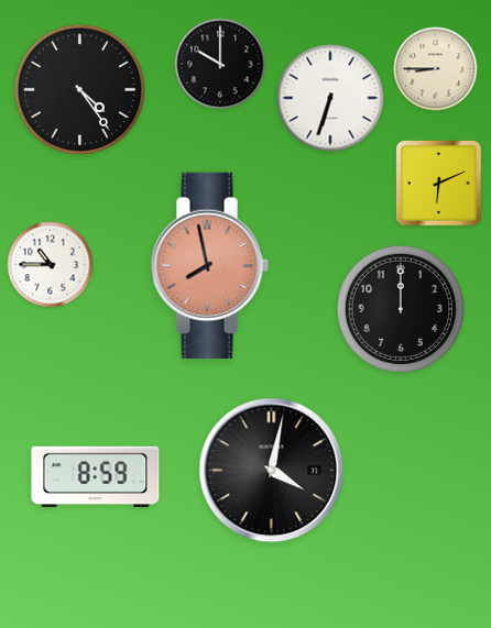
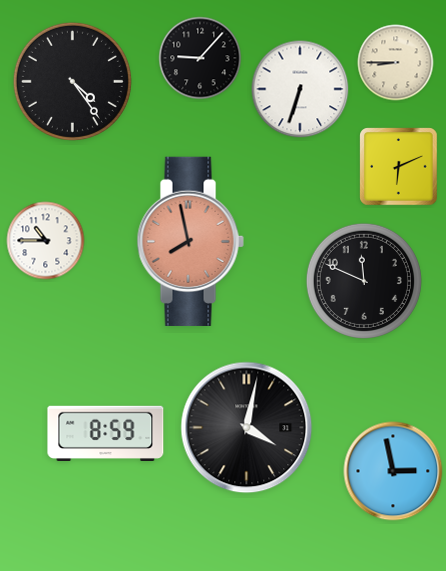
clock at (220, 64): 10:00 -> 9:07
clock at (401, 309): 12:00 -> 11:49
clock at (96, 476) position: (96, 476) -> (106, 433)
clock at (393, 471): none -> 2:58
